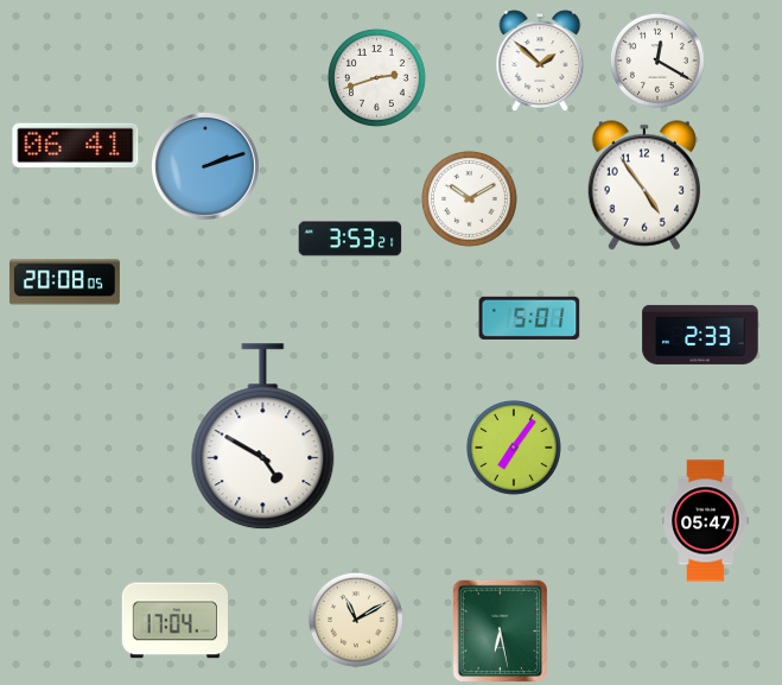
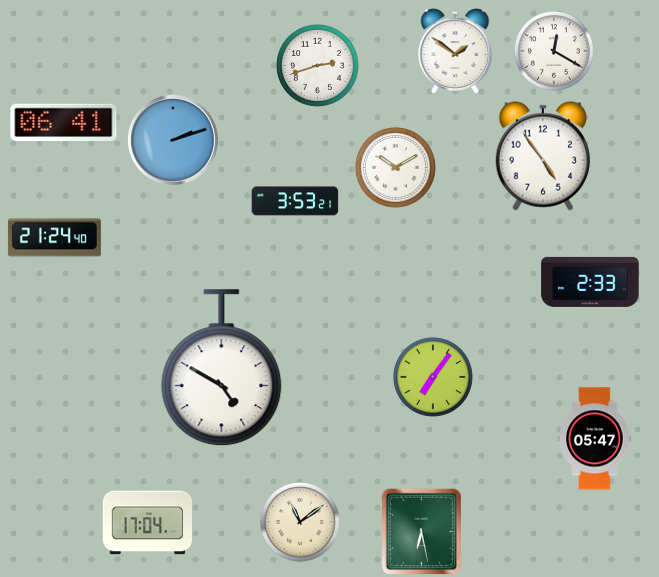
clock at (540, 61): 1:52 -> 1:51
clock at (64, 283): 20:08 -> 21:24
clock at (529, 318): 5:01 -> none
clock at (356, 620): 11:10 -> 11:09
